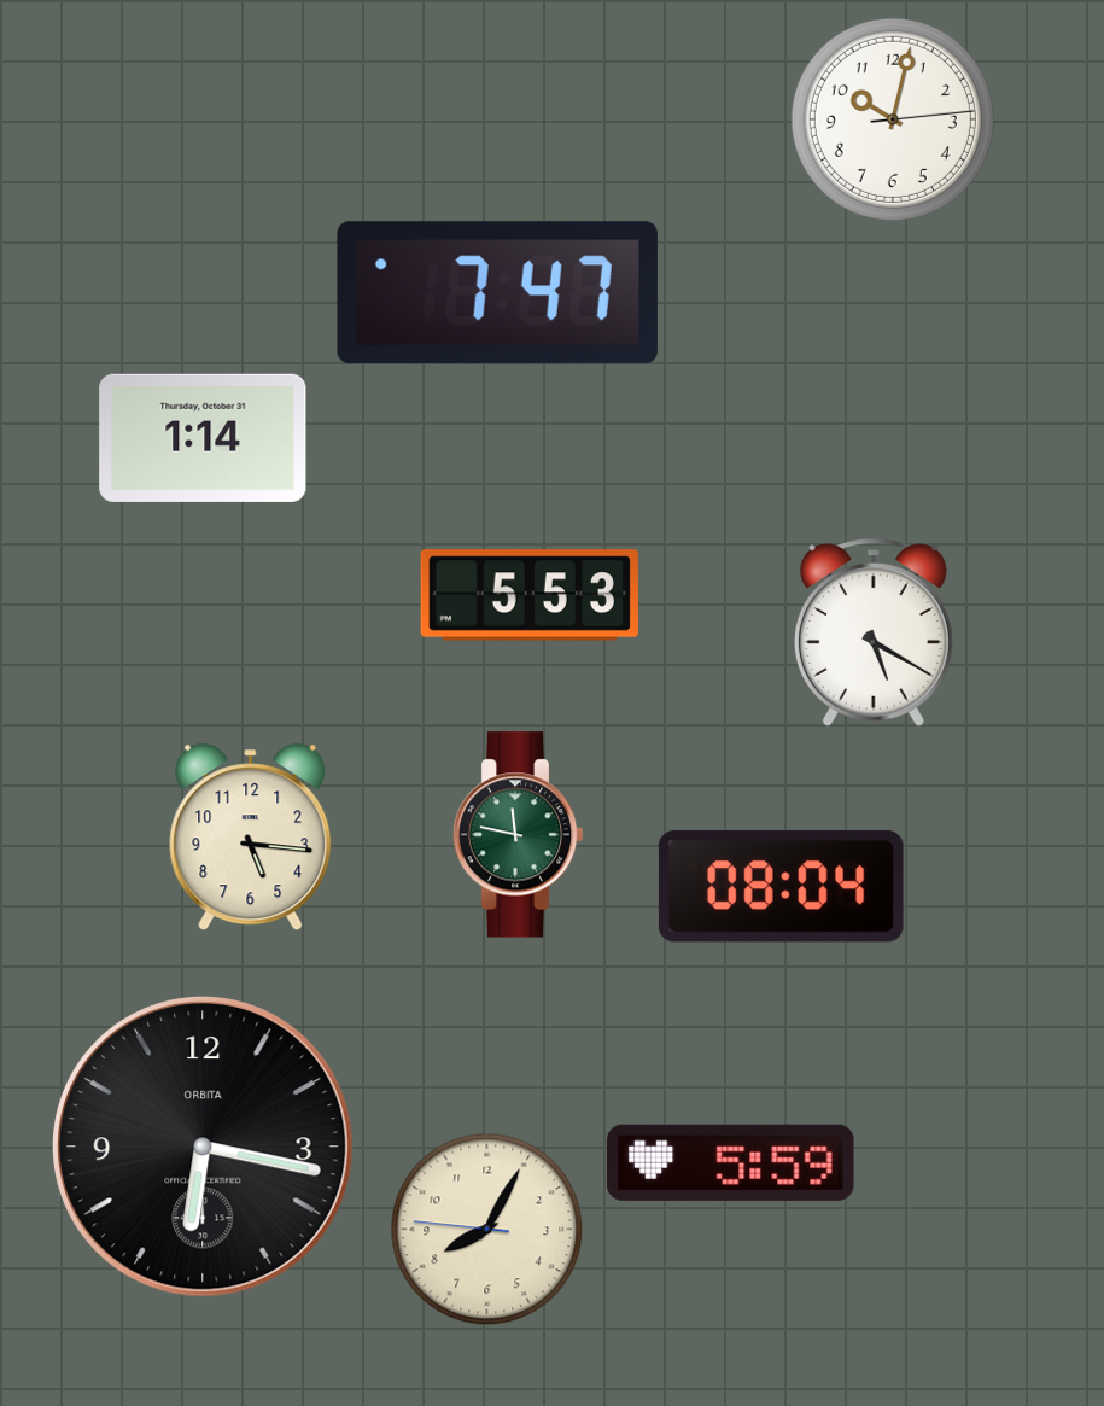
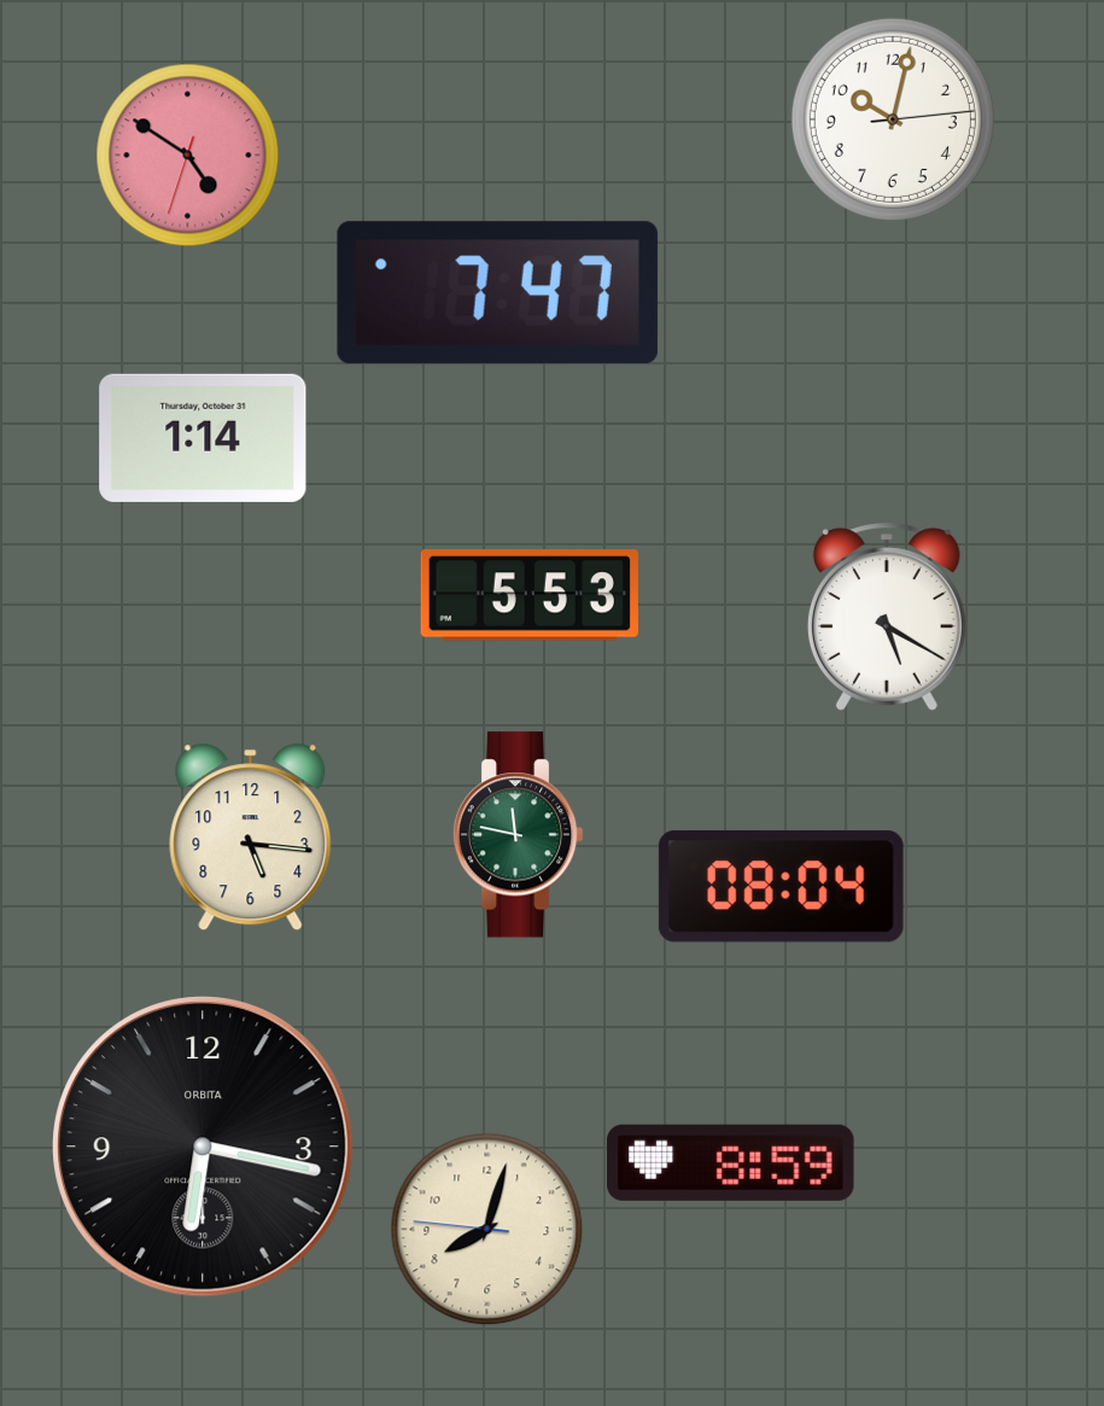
clock at (188, 156): none -> 4:50
clock at (874, 632) position: (874, 632) -> (887, 617)
clock at (731, 1162): 5:59 -> 8:59
clock at (487, 1230): 8:04 -> 8:02
